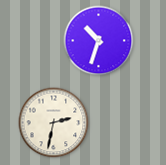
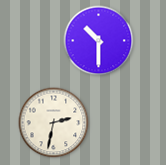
clock at (99, 41): 10:33 -> 10:30
